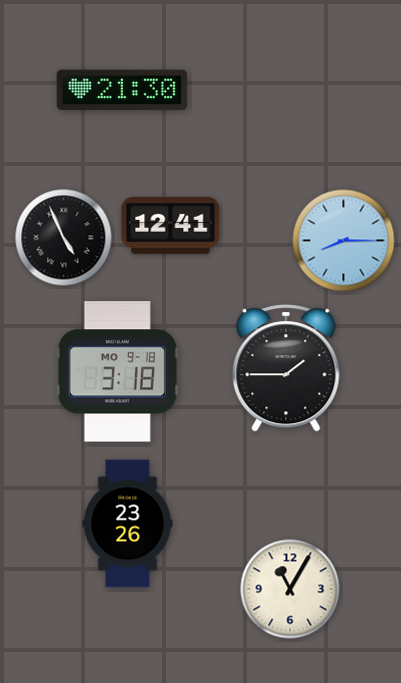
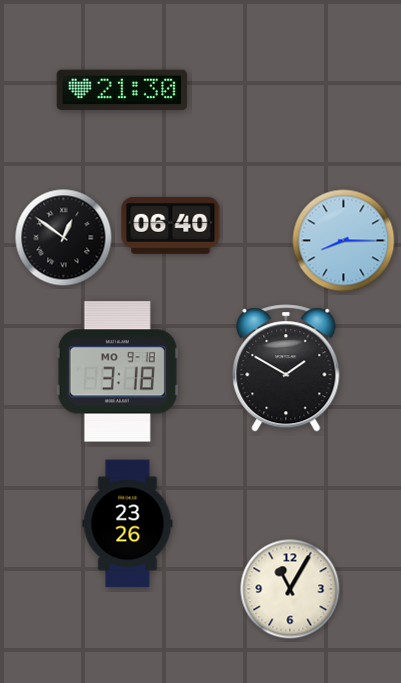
clock at (171, 225): 12:41 -> 06:40
clock at (64, 238): 4:56 -> 12:51
clock at (286, 368): 1:45 -> 1:50
